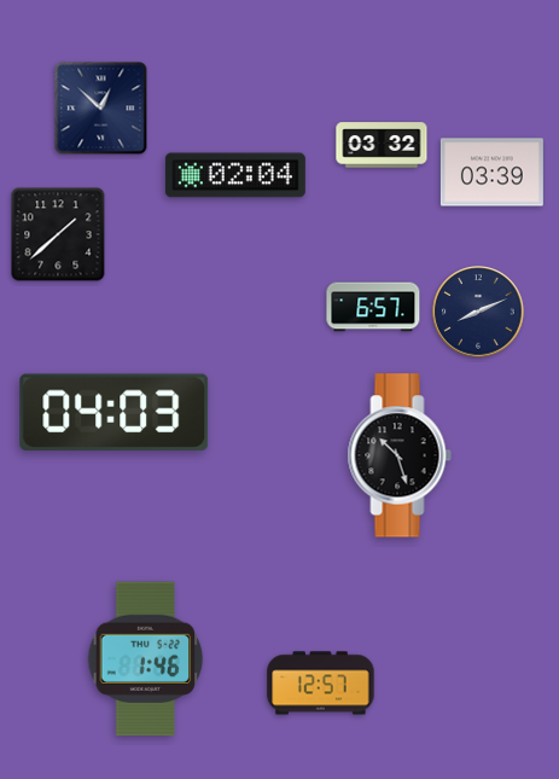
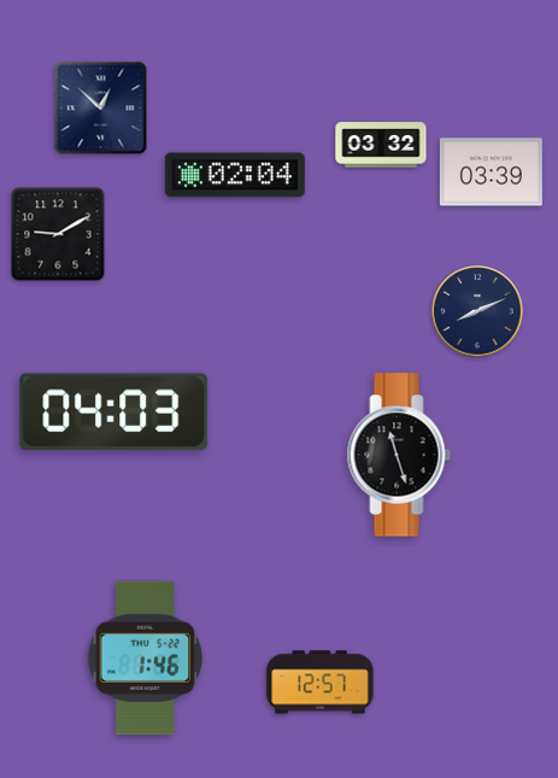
clock at (58, 234): 1:38 -> 9:10
clock at (373, 307): 6:57 -> none
clock at (400, 455): 10:27 -> 11:27
